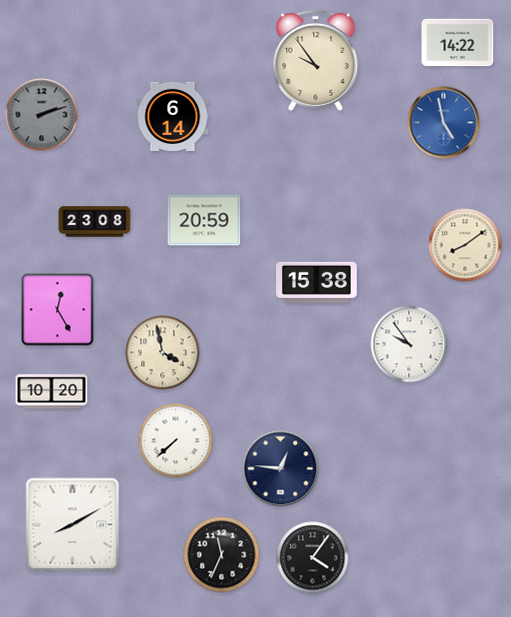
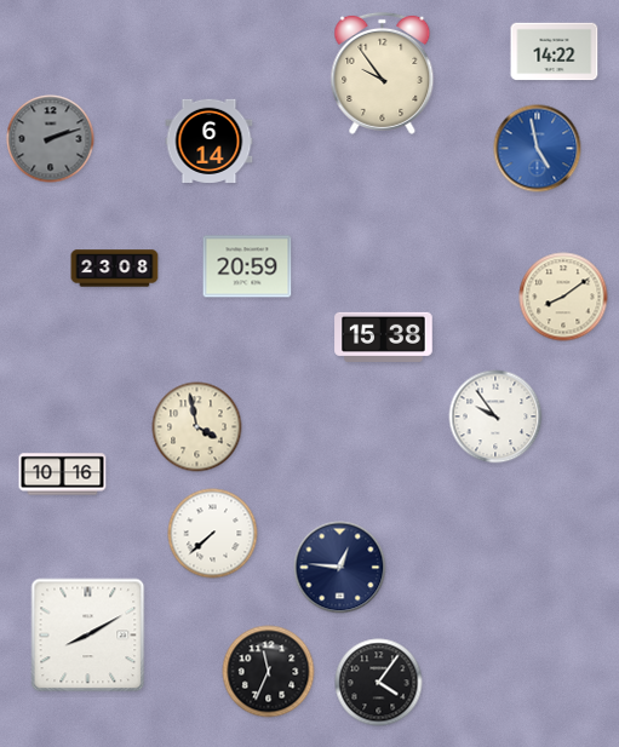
clock at (317, 282) position: (317, 282) -> (384, 337)
clock at (58, 310): 12:25 -> none
clock at (52, 392): 10:20 -> 10:16
clock at (313, 558) position: (313, 558) -> (379, 683)
